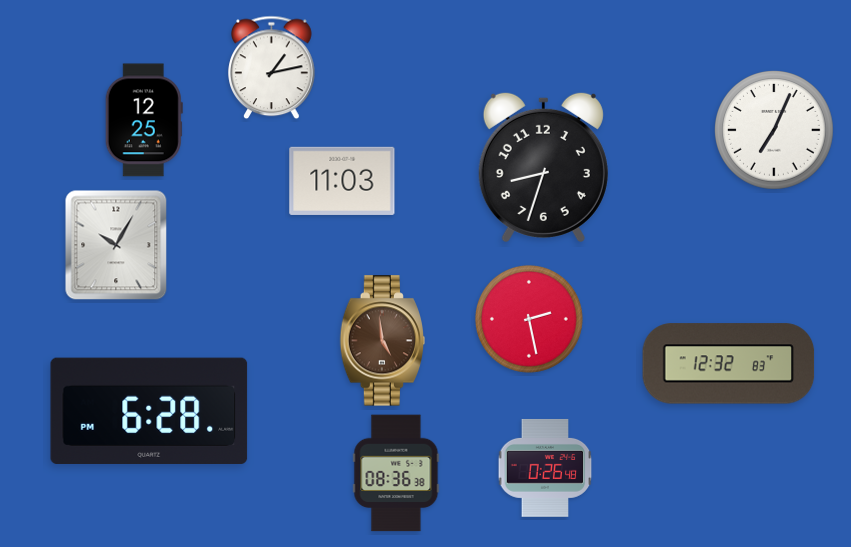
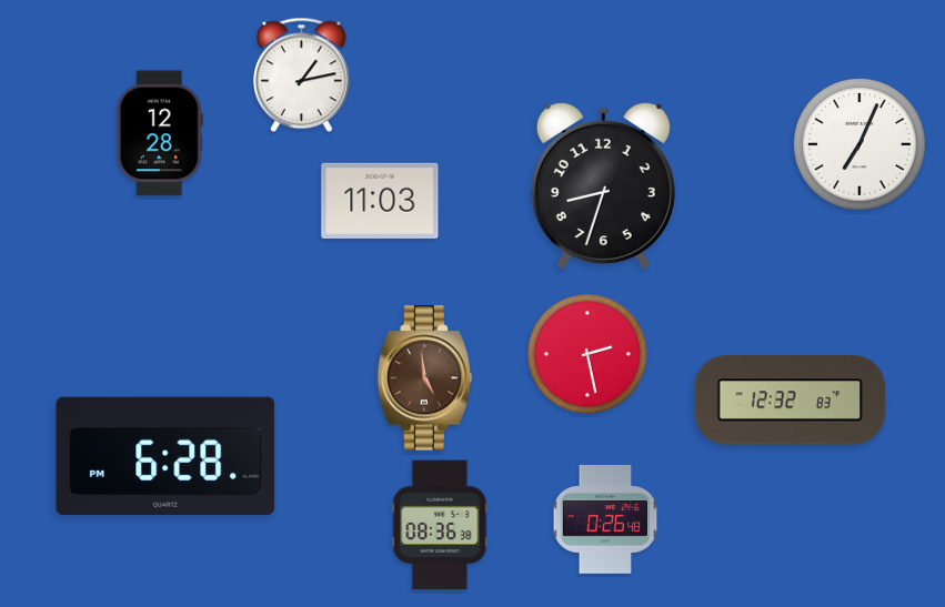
clock at (144, 120): 12:25 -> 12:28
clock at (116, 245): 10:05 -> none
clock at (729, 364) position: (729, 364) -> (791, 401)
